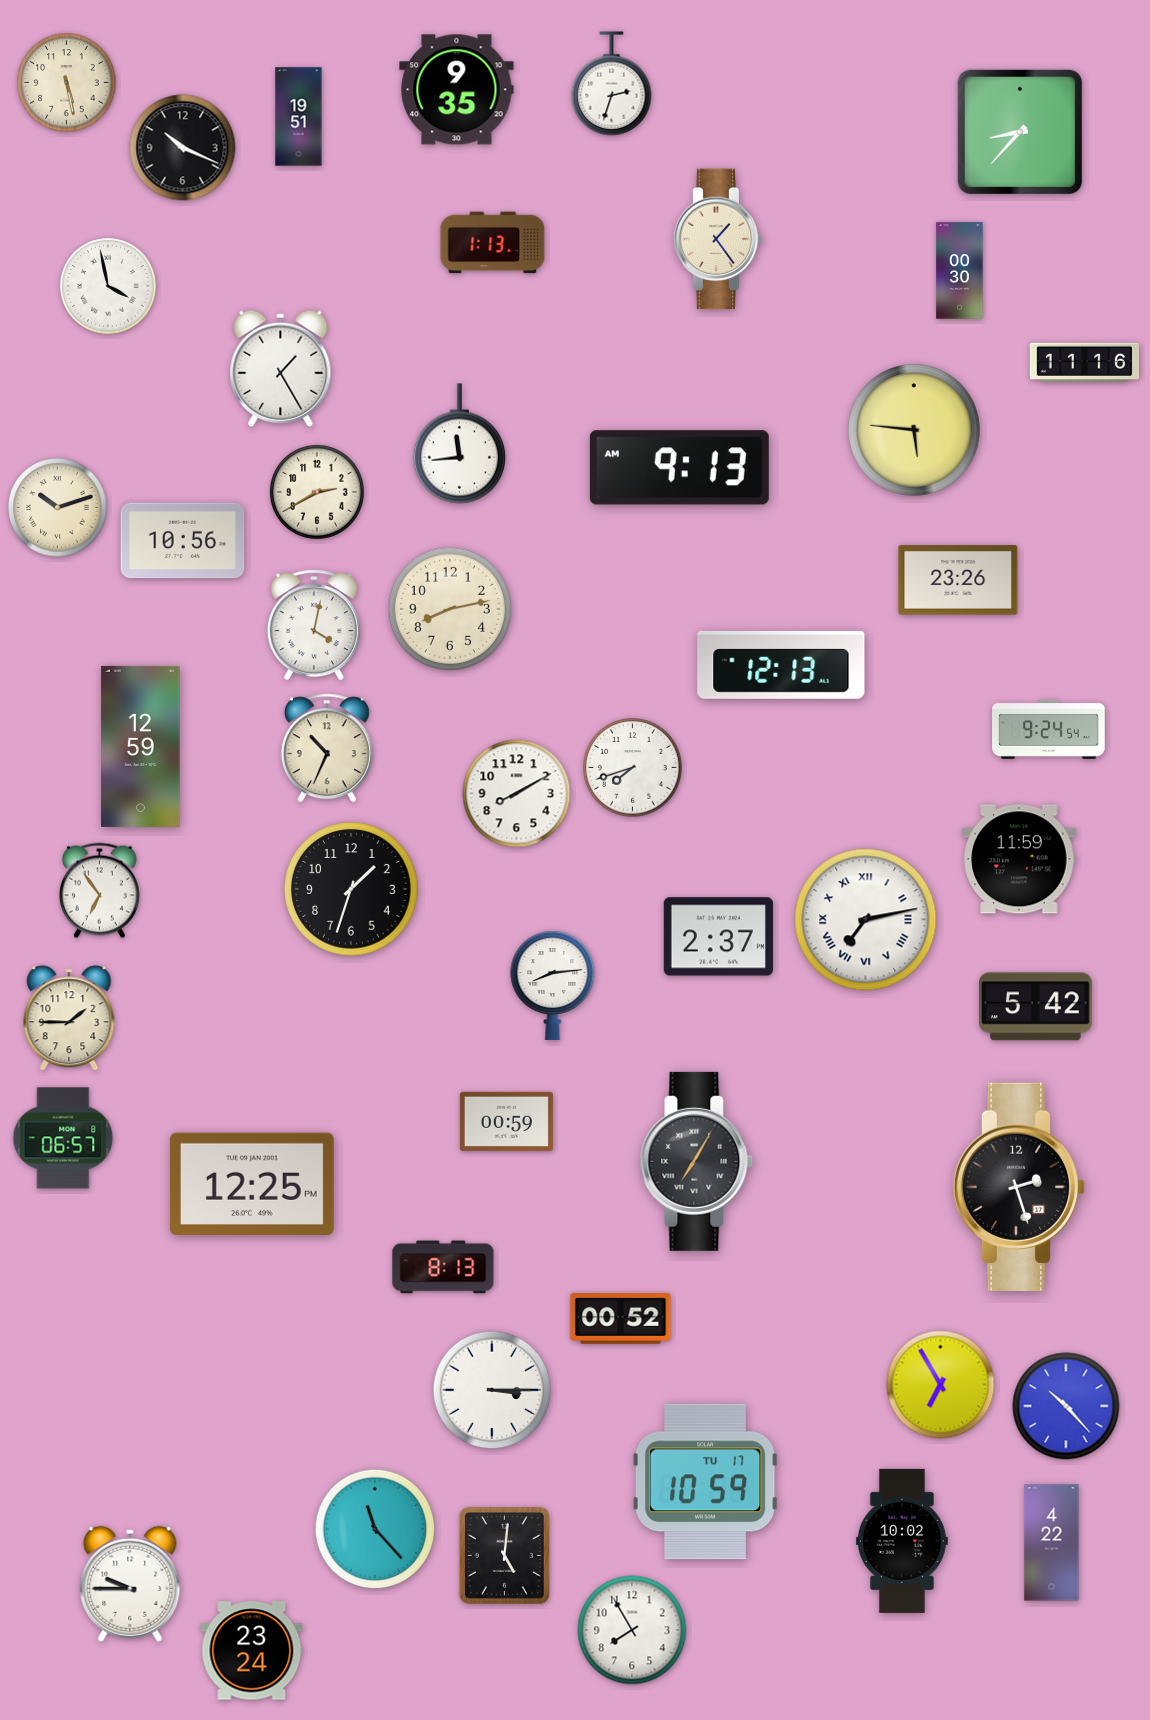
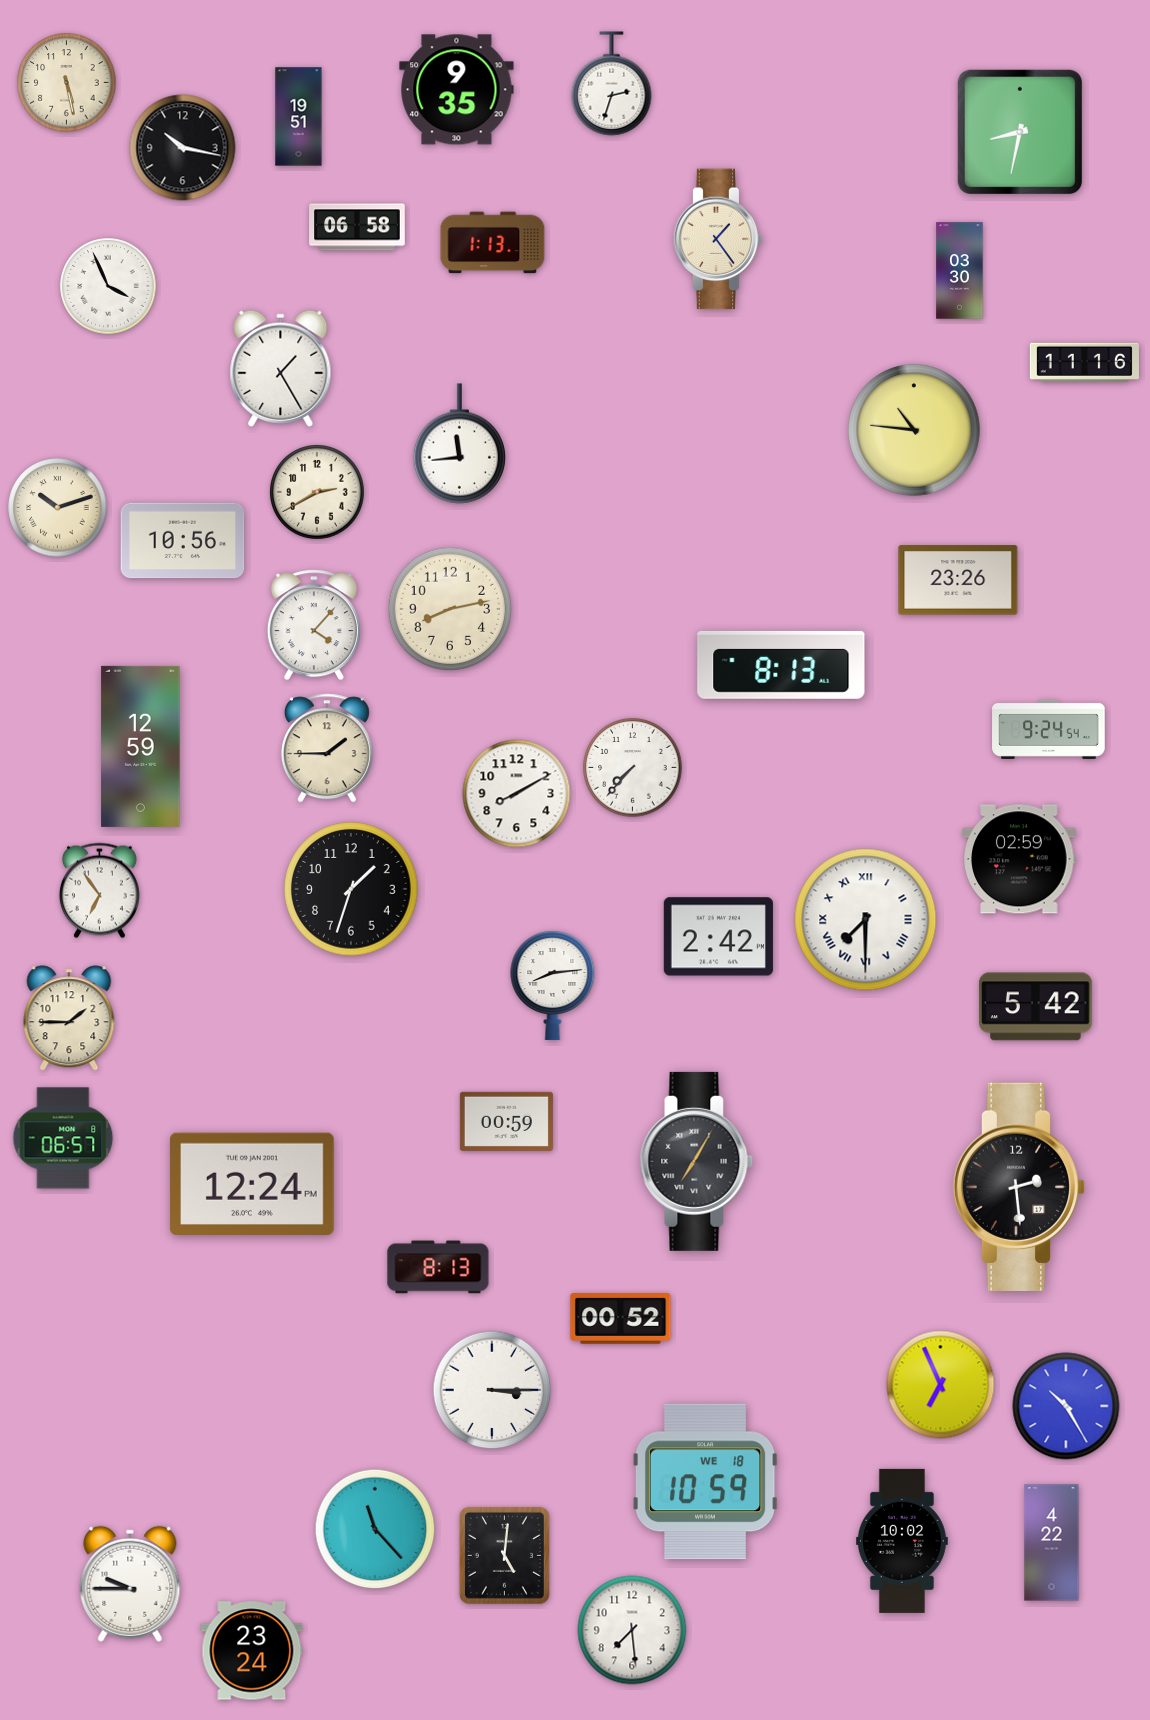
clock at (1019, 131): 8:37 -> 8:32
clock at (183, 148): 10:19 -> 10:17
clock at (357, 227): none -> 06:58
clock at (960, 271): 00:30 -> 03:30
clock at (108, 286): 3:58 -> 3:56
clock at (915, 431): 5:46 -> 10:46
clock at (679, 468): 9:13 -> none
clock at (314, 625): 4:02 -> 4:07
clock at (781, 665): 12:13 -> 8:13
clock at (327, 748): 10:34 -> 1:45
clock at (633, 768): 7:42 -> 7:37
clock at (1019, 859): 11:59 -> 02:59
clock at (866, 920): 7:13 -> 7:30
clock at (718, 937): 2:37 -> 2:42
clock at (252, 1183): 12:25 -> 12:24
clock at (1019, 1186): 2:27 -> 2:29
clock at (443, 1267) position: (443, 1267) -> (438, 1267)
clock at (941, 1385): 6:55 -> 6:56
clock at (1066, 1406): 10:23 -> 10:25
clock at (705, 1482) date: TU 17 -> WE 18
clock at (632, 1630): 7:55 -> 7:29
